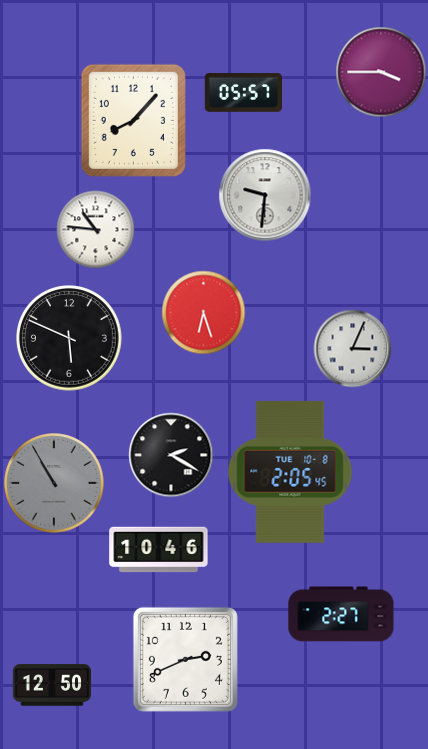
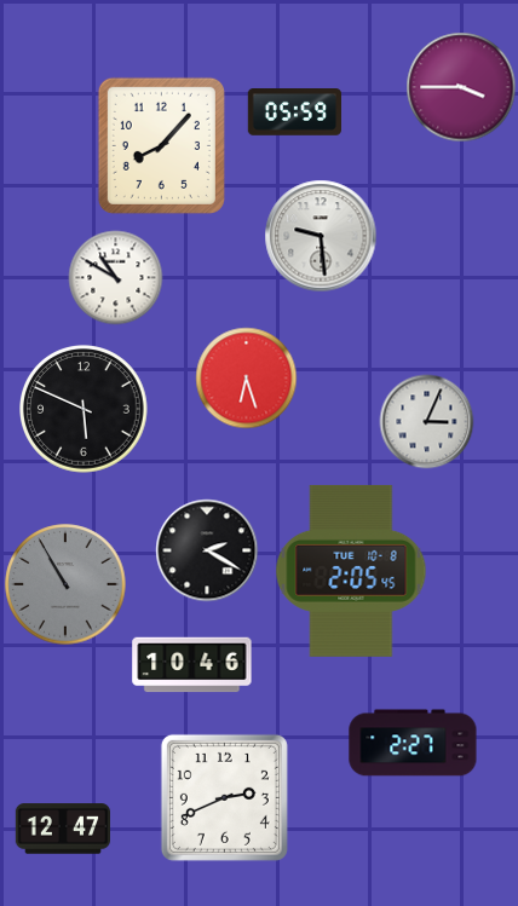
clock at (243, 93): 05:57 -> 05:59
clock at (265, 195): 9:31 -> 9:29
clock at (95, 229): 10:46 -> 10:50
clock at (51, 685): 12:50 -> 12:47
